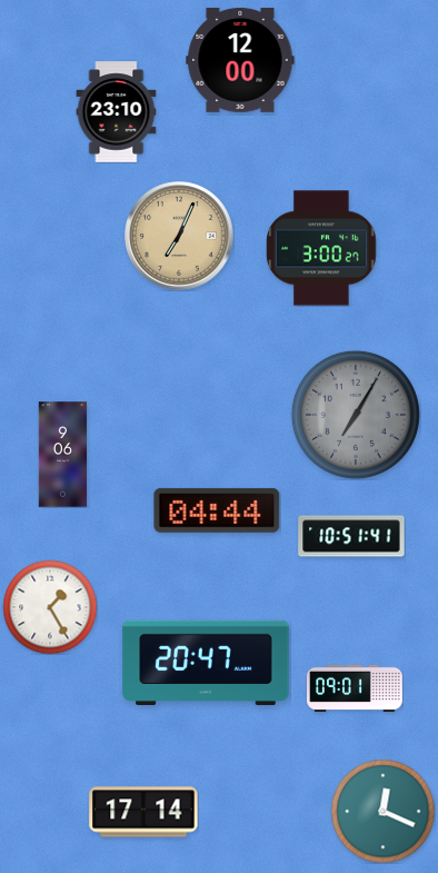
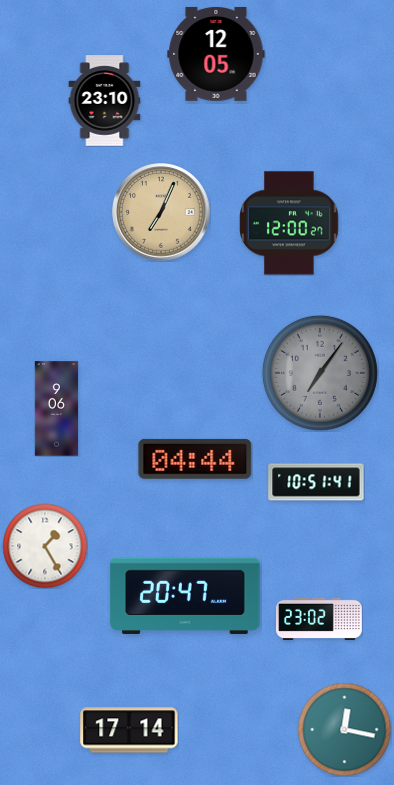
clock at (240, 60): 12:00 -> 12:05
clock at (321, 248): 3:00 -> 12:00
clock at (356, 415): 7:05 -> 7:06
clock at (356, 688): 09:01 -> 23:02
clock at (382, 811): 12:19 -> 12:17
